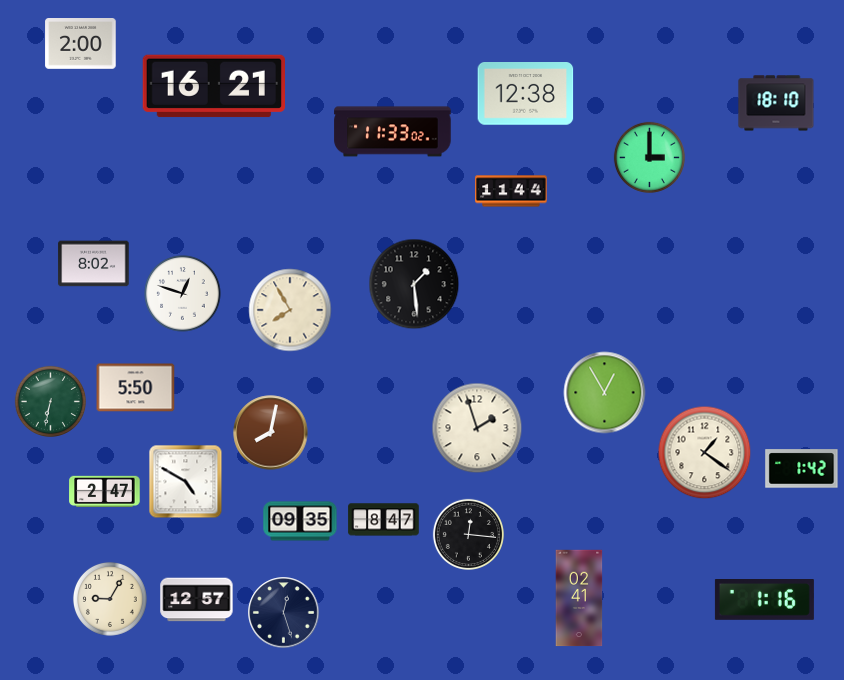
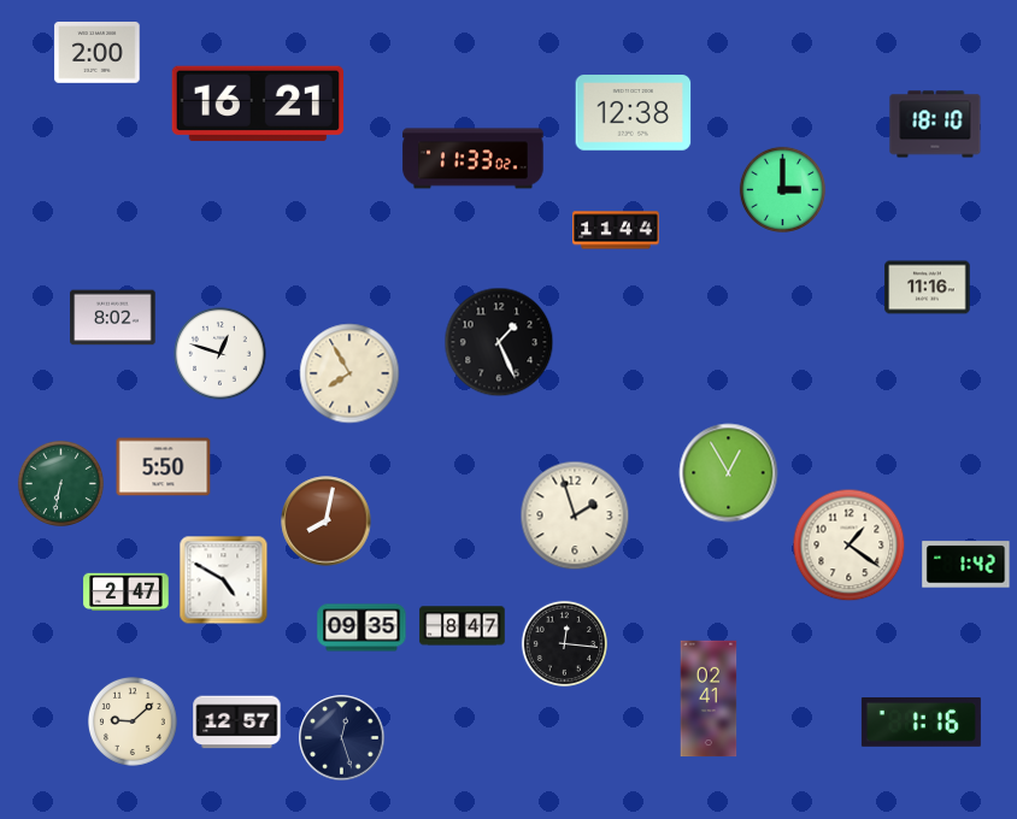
clock at (928, 288): none -> 11:16
clock at (414, 284): 1:29 -> 1:26
clock at (579, 598) position: (579, 598) -> (709, 699)
clock at (110, 599): 9:05 -> 9:08
